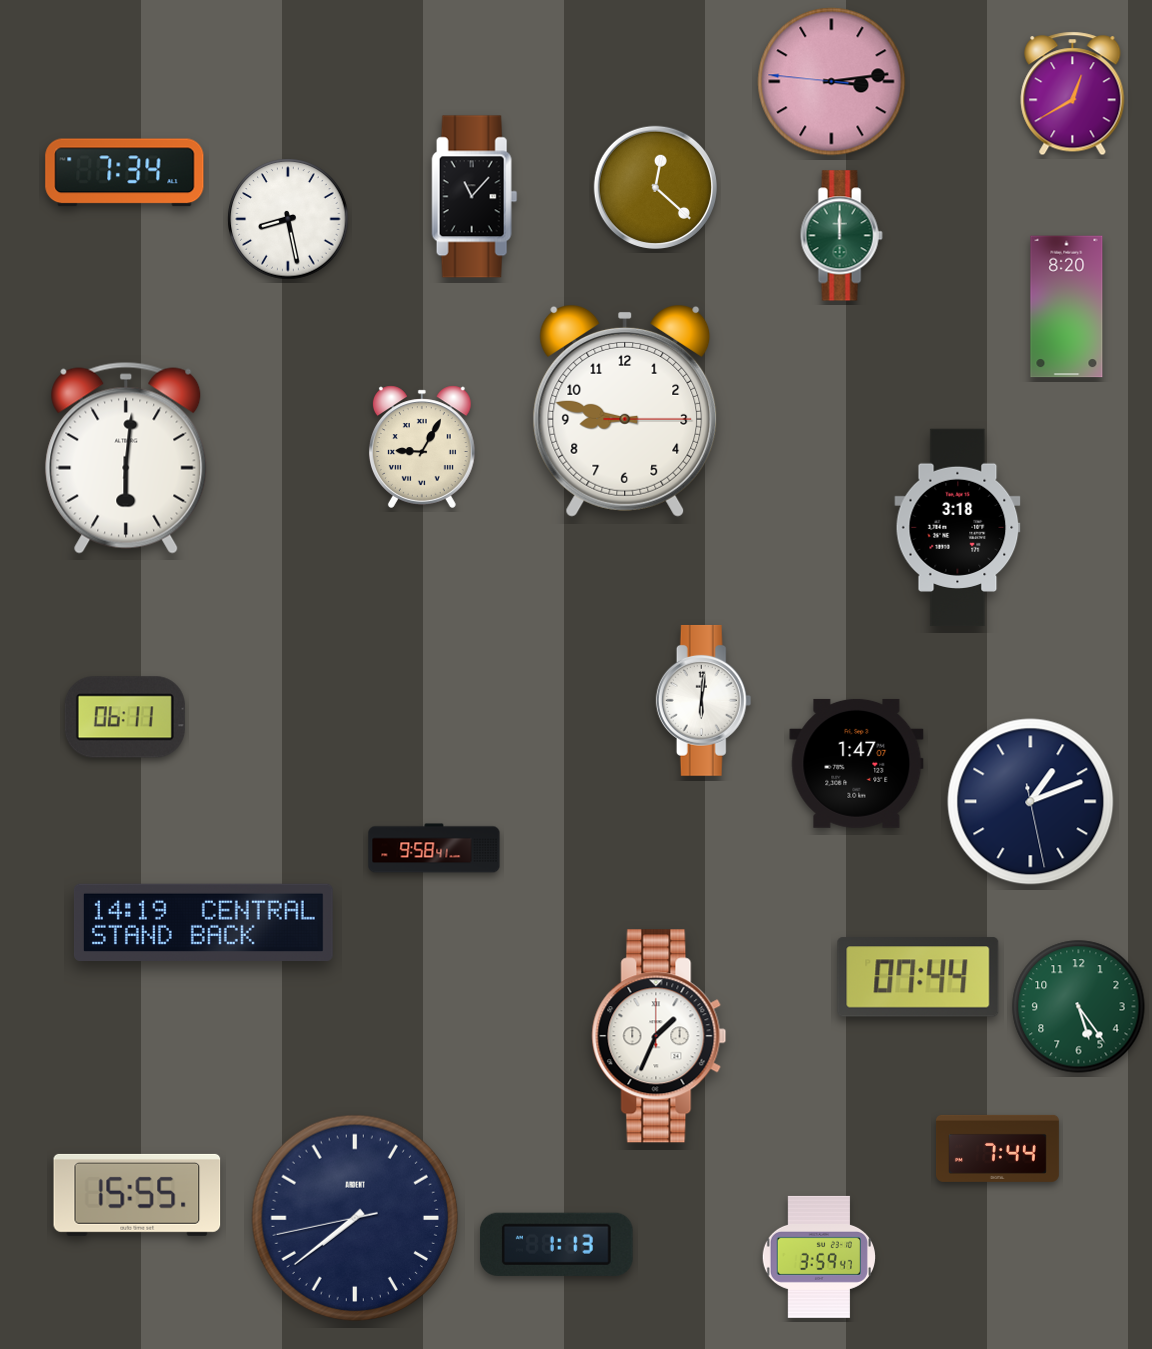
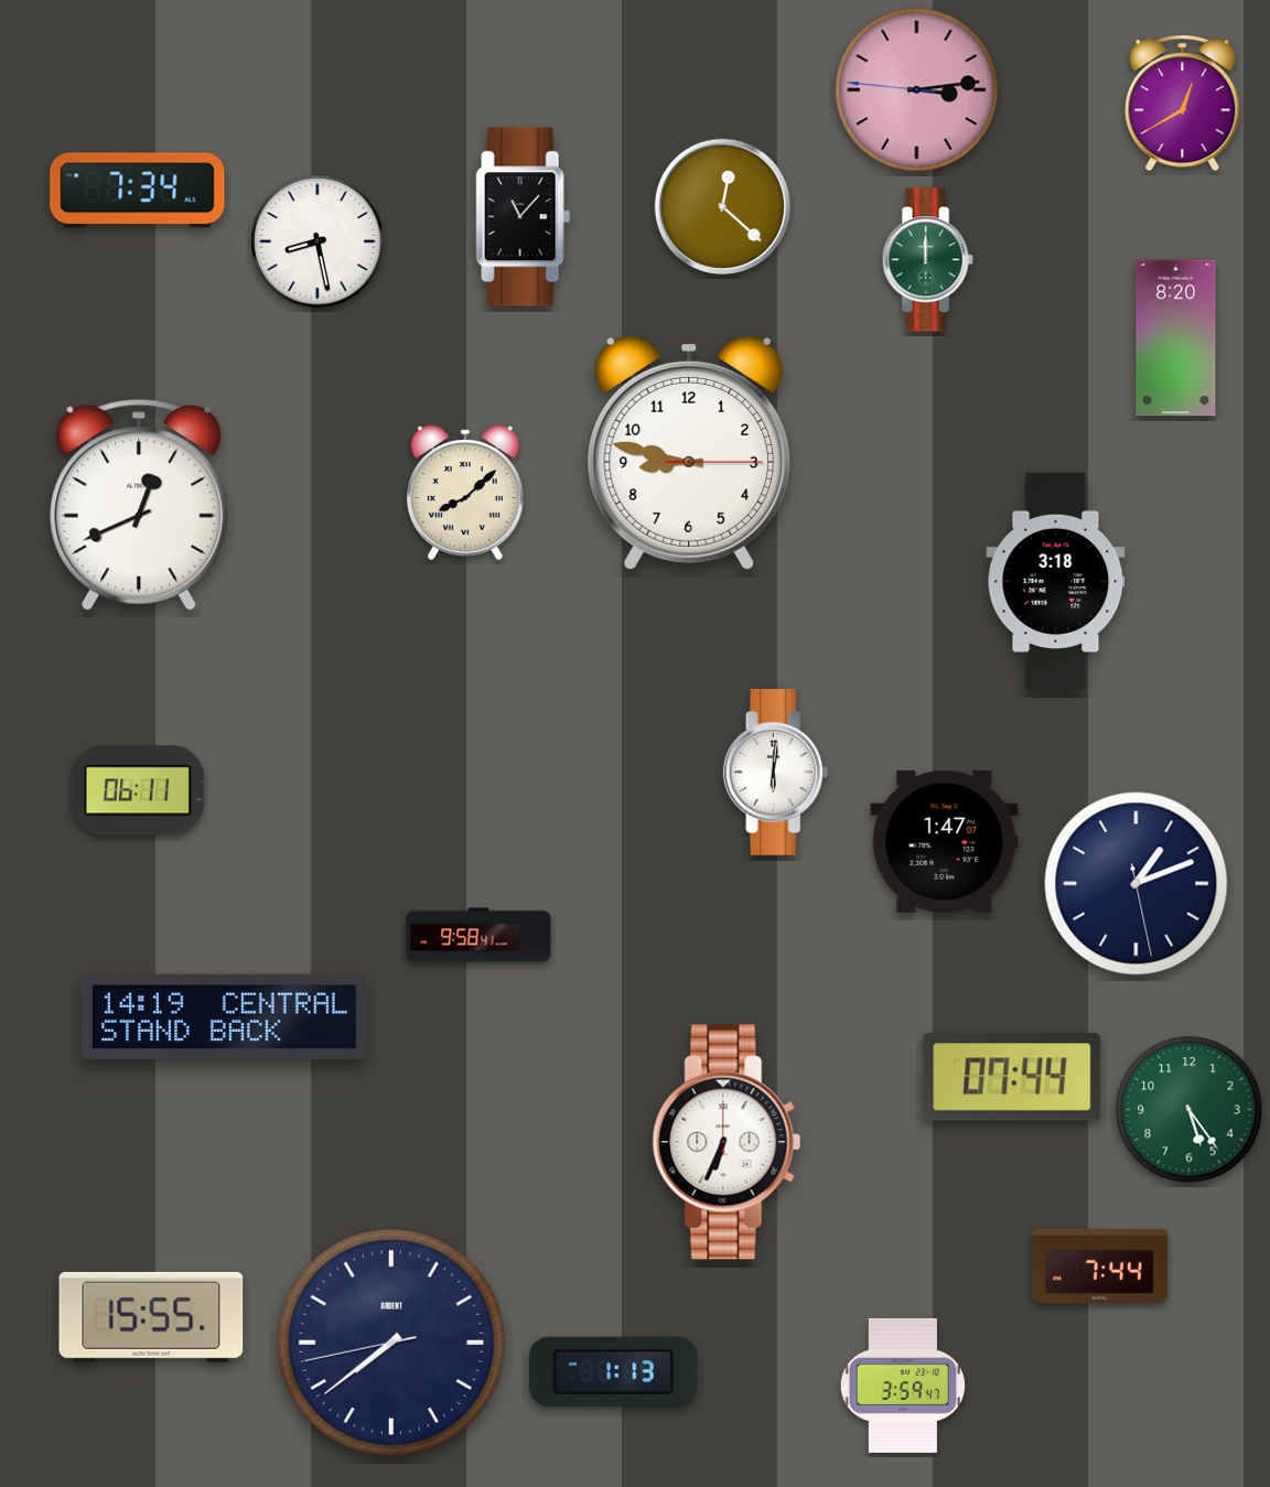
clock at (422, 447): 9:05 -> 8:08
clock at (126, 458): 6:01 -> 12:41
clock at (659, 1036): 1:34 -> 6:34
